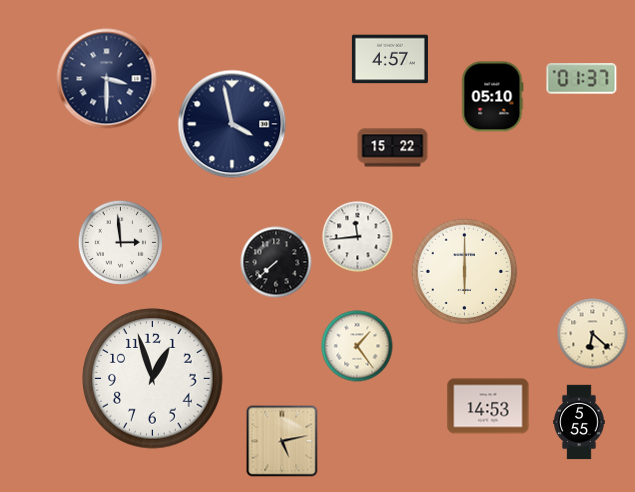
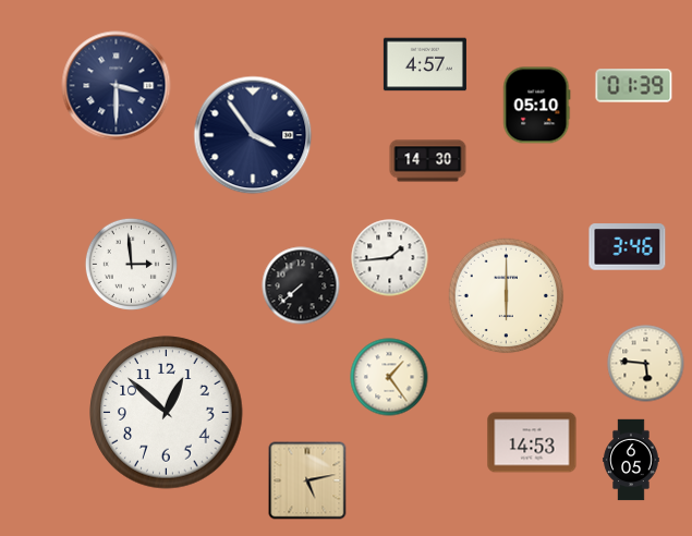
clock at (582, 79): 01:37 -> 01:39
clock at (232, 124): 3:58 -> 3:54
clock at (393, 148): 15:22 -> 14:30
clock at (628, 247): none -> 3:46
clock at (358, 237): 11:44 -> 1:44
clock at (593, 334): 6:22 -> 5:46
clock at (153, 379): 12:57 -> 12:52
clock at (579, 422): 5:55 -> 6:05
